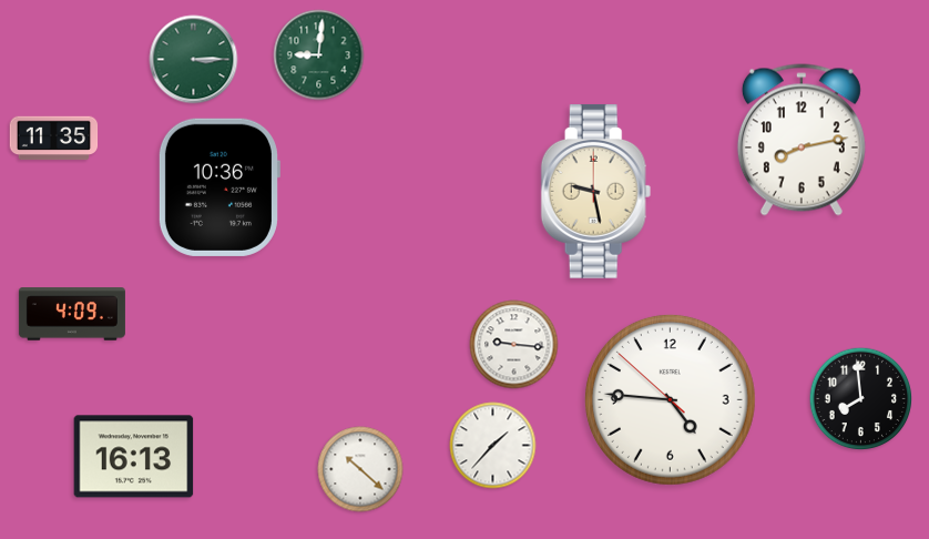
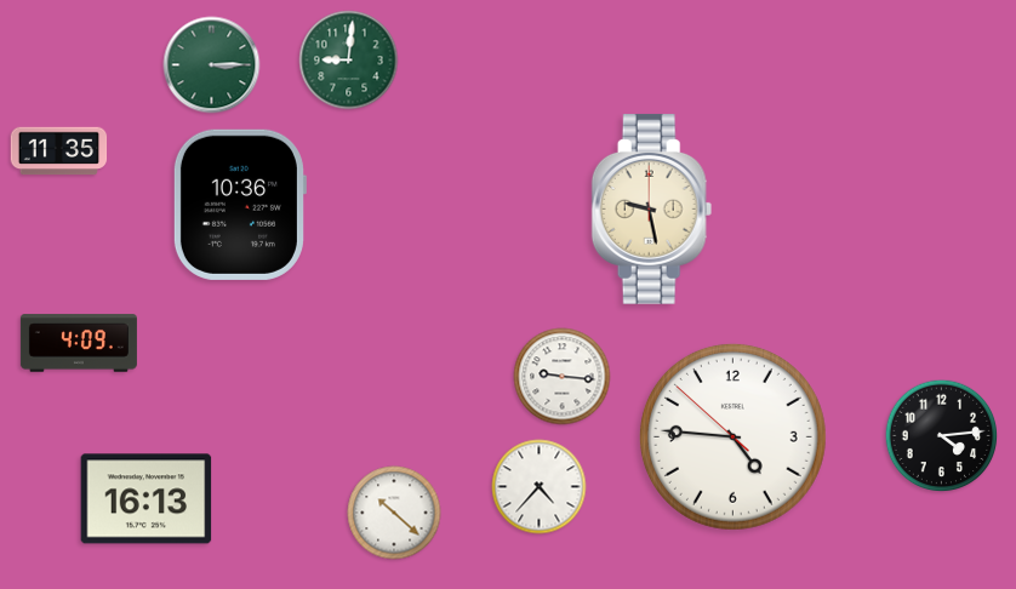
clock at (802, 140): 8:13 -> none
clock at (861, 399): 7:59 -> 4:14
clock at (493, 446): 1:37 -> 4:37
